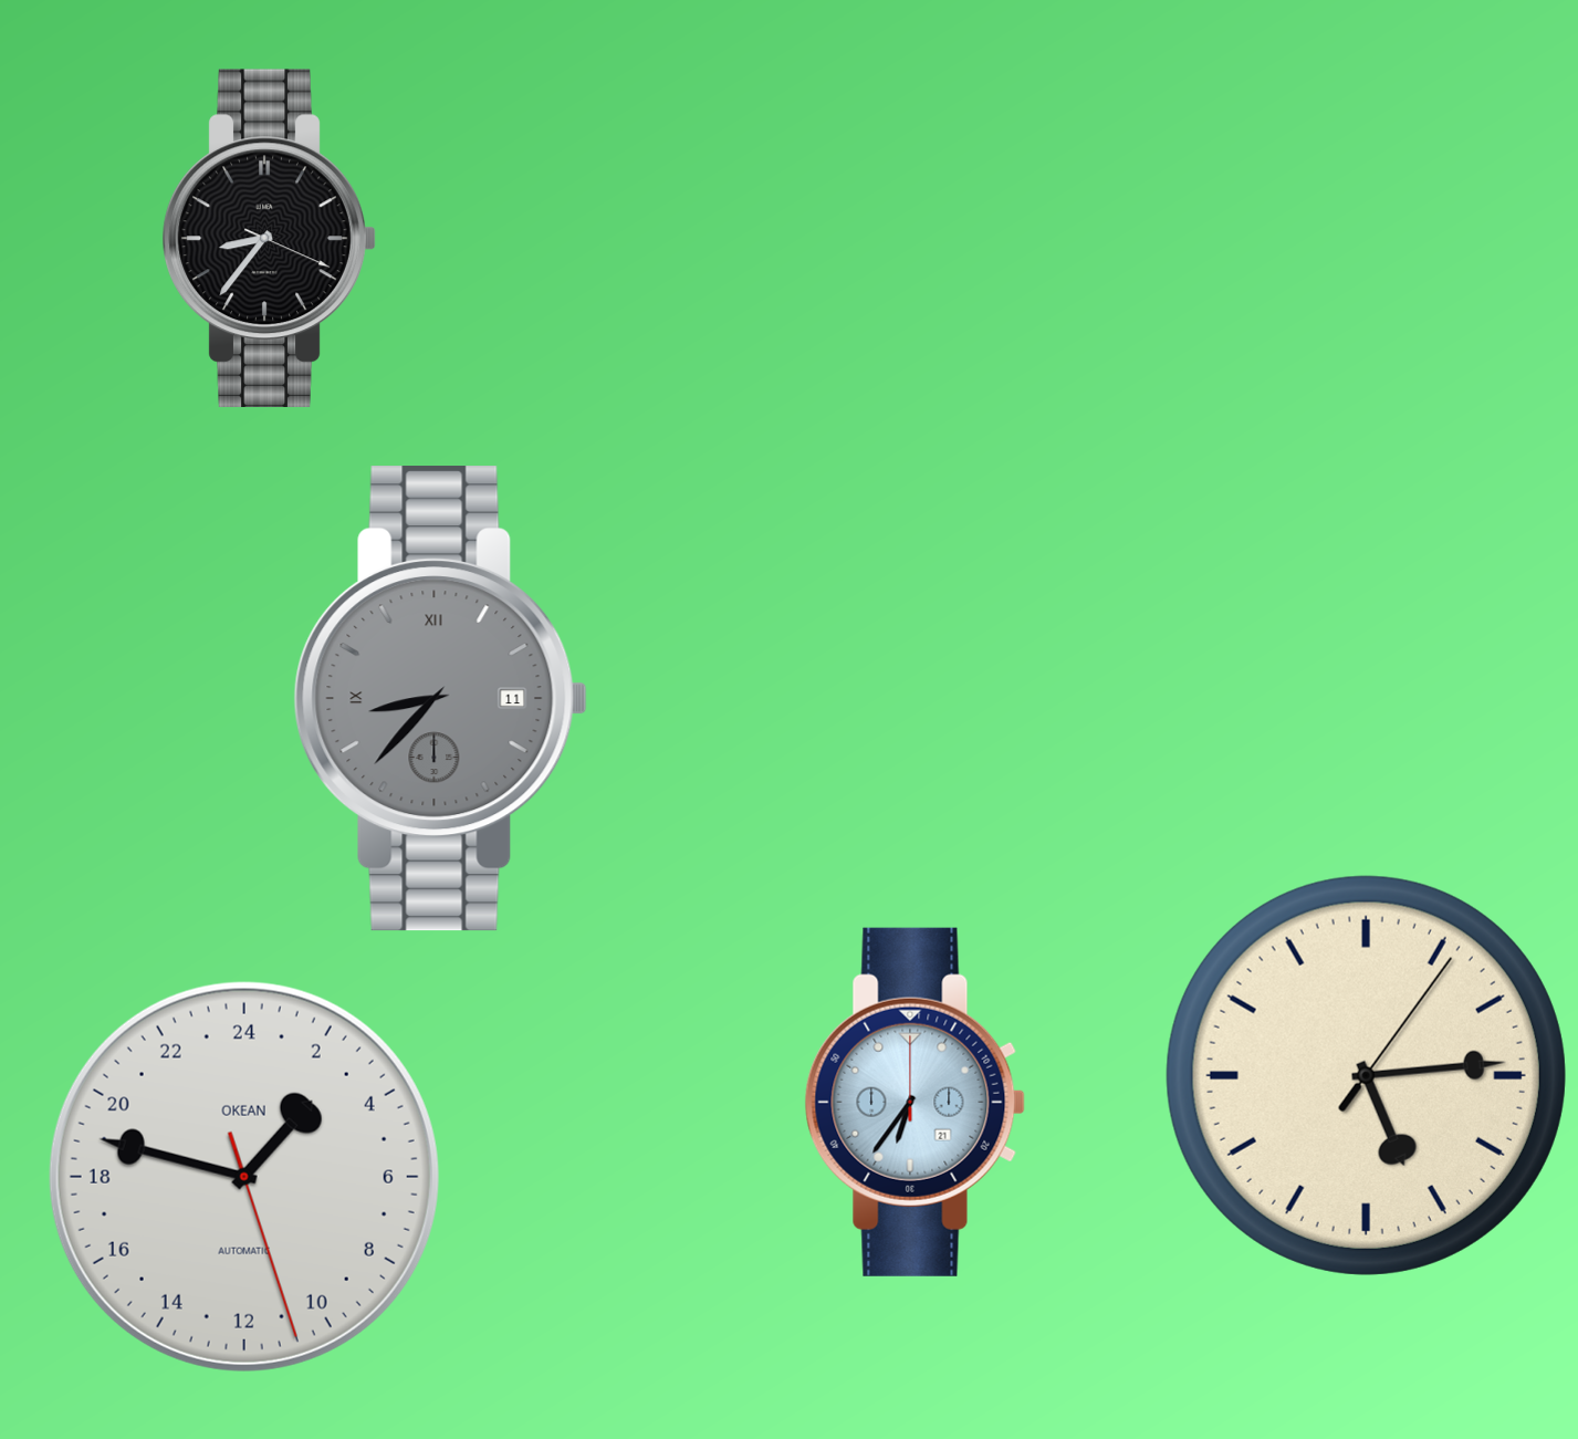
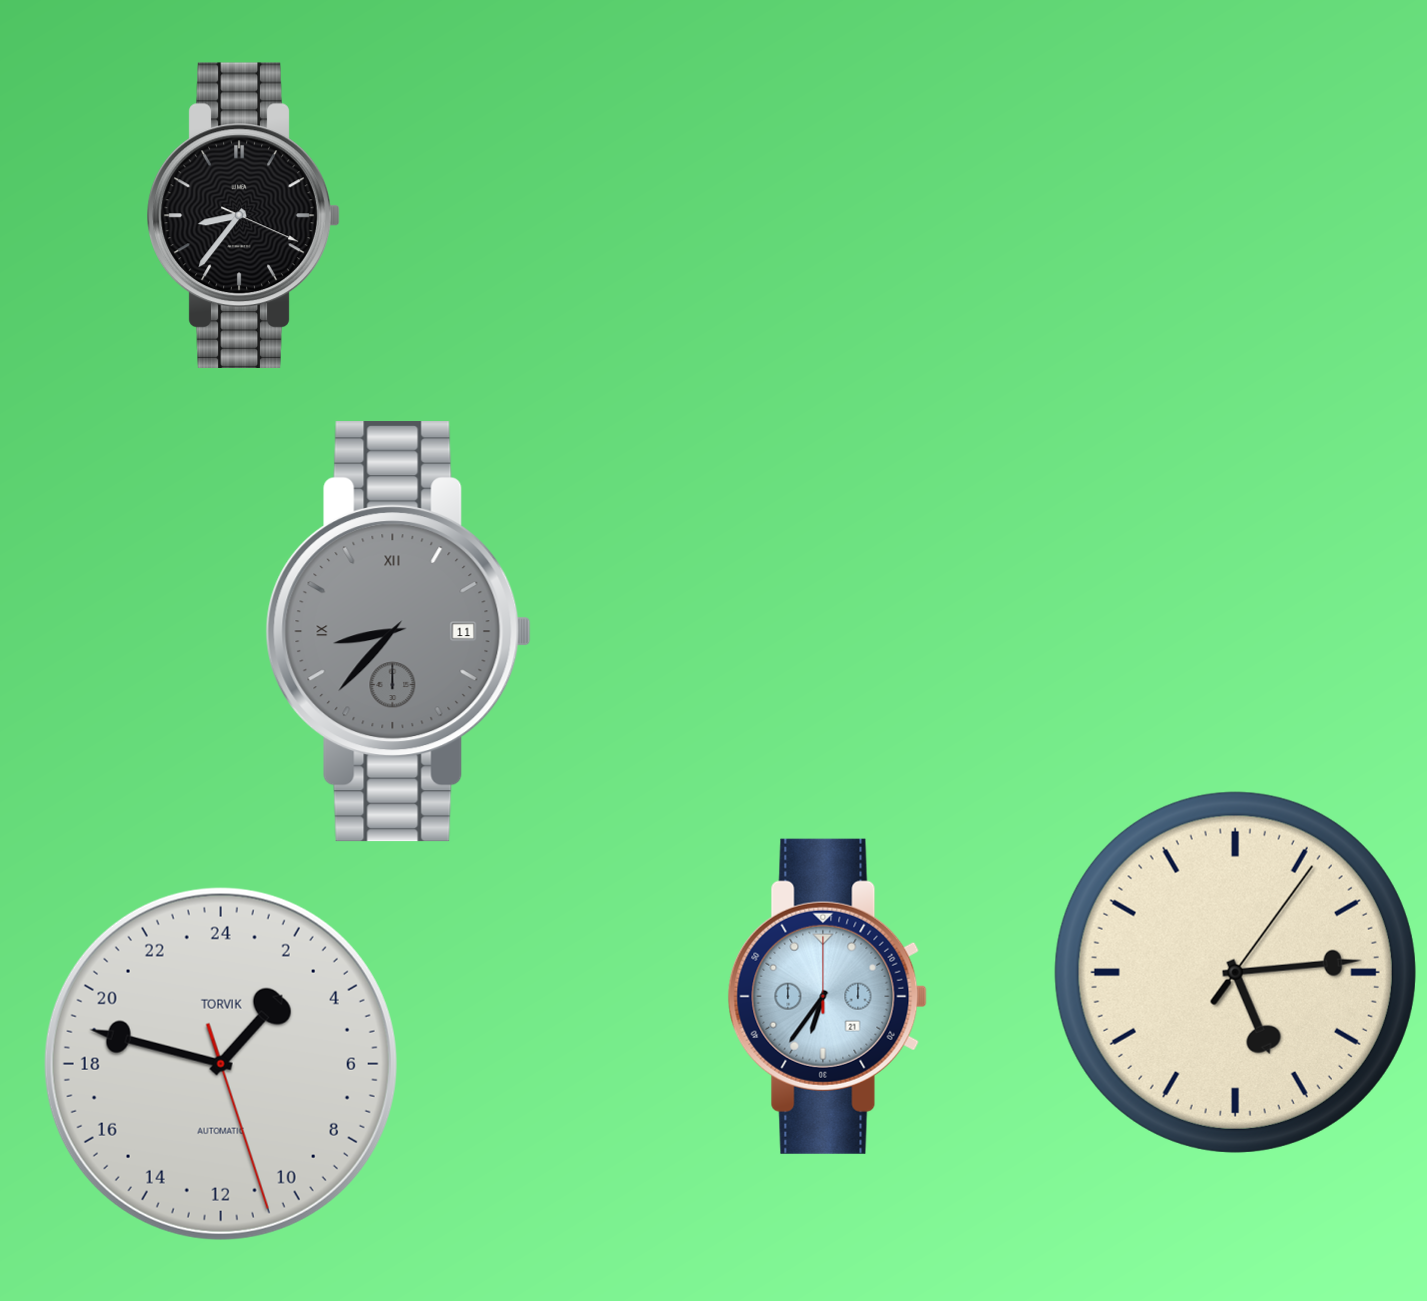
clock at (244, 1177) brand: OKEAN -> TORVIK
